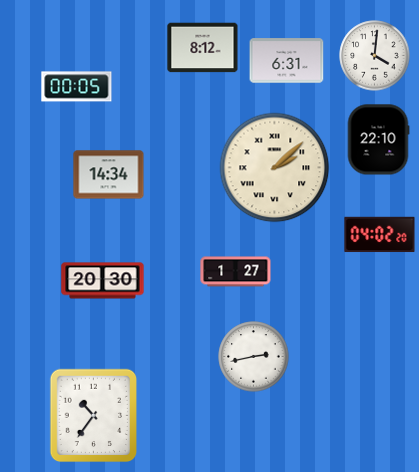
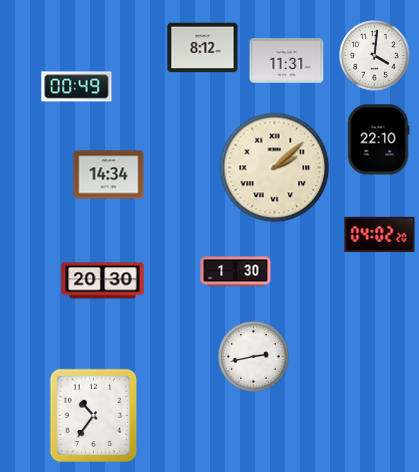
clock at (287, 61): 6:31 -> 11:31
clock at (77, 87): 00:05 -> 00:49
clock at (236, 272): 1:27 -> 1:30
